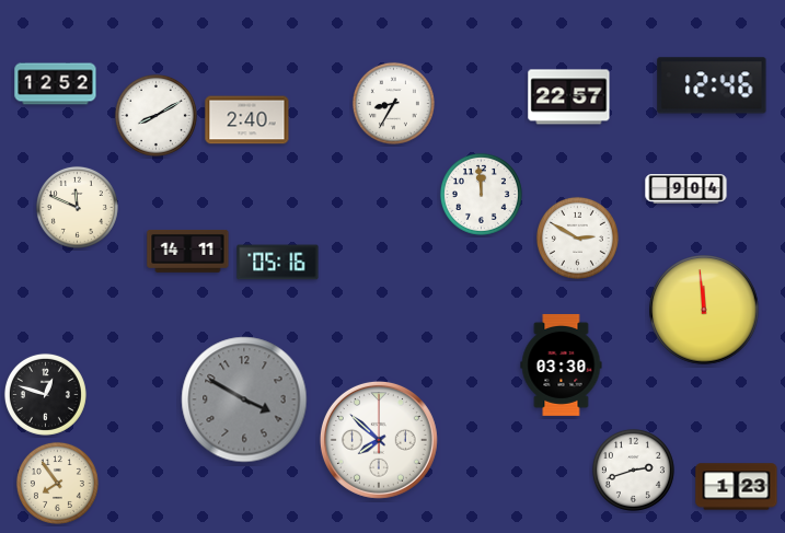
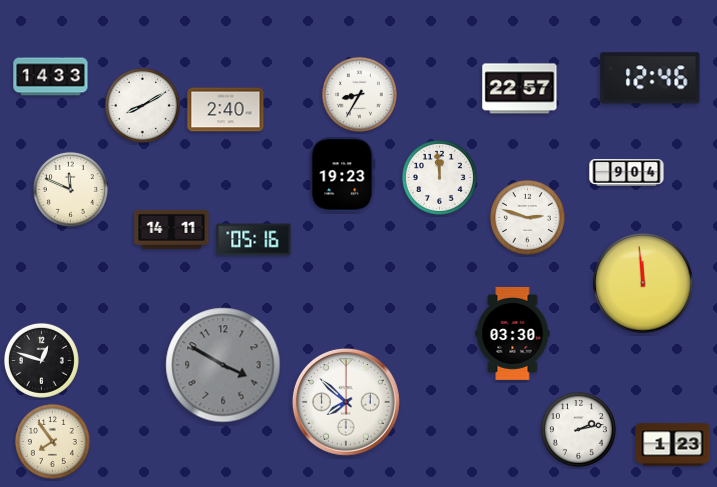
clock at (56, 84): 12:52 -> 14:33
clock at (343, 175): none -> 19:23
clock at (577, 237): 2:50 -> 2:48
clock at (633, 470): 2:42 -> 2:13
